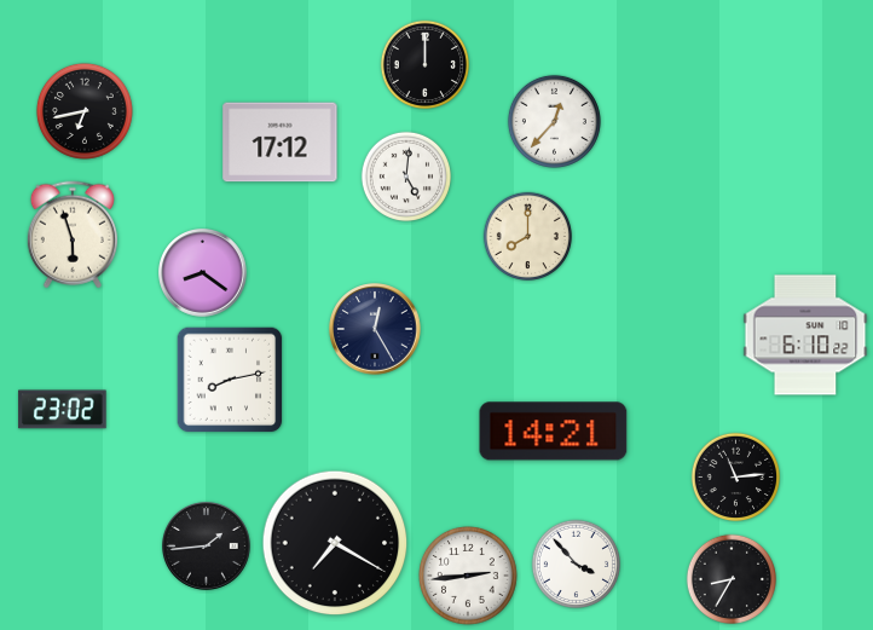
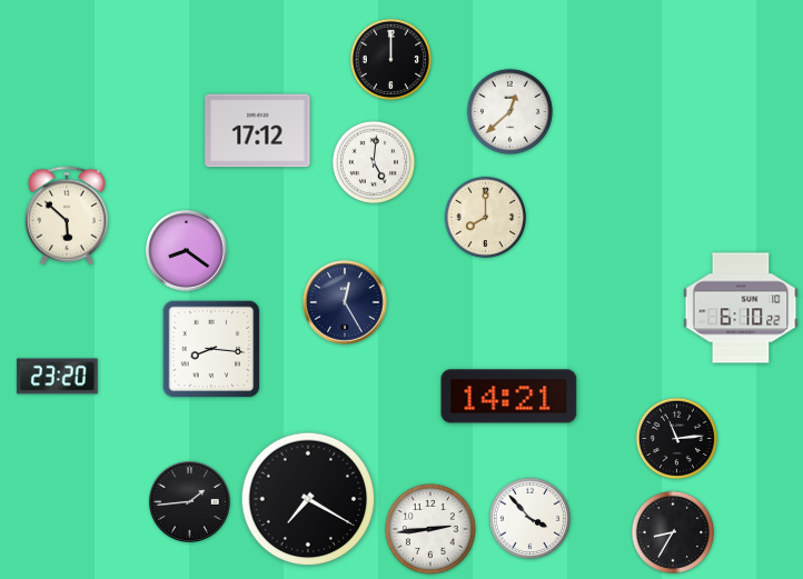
clock at (85, 111): 6:43 -> none
clock at (554, 121): 12:37 -> 12:38
clock at (73, 235): 5:57 -> 5:52
clock at (230, 380): 8:13 -> 8:16
clock at (63, 410): 23:02 -> 23:20
